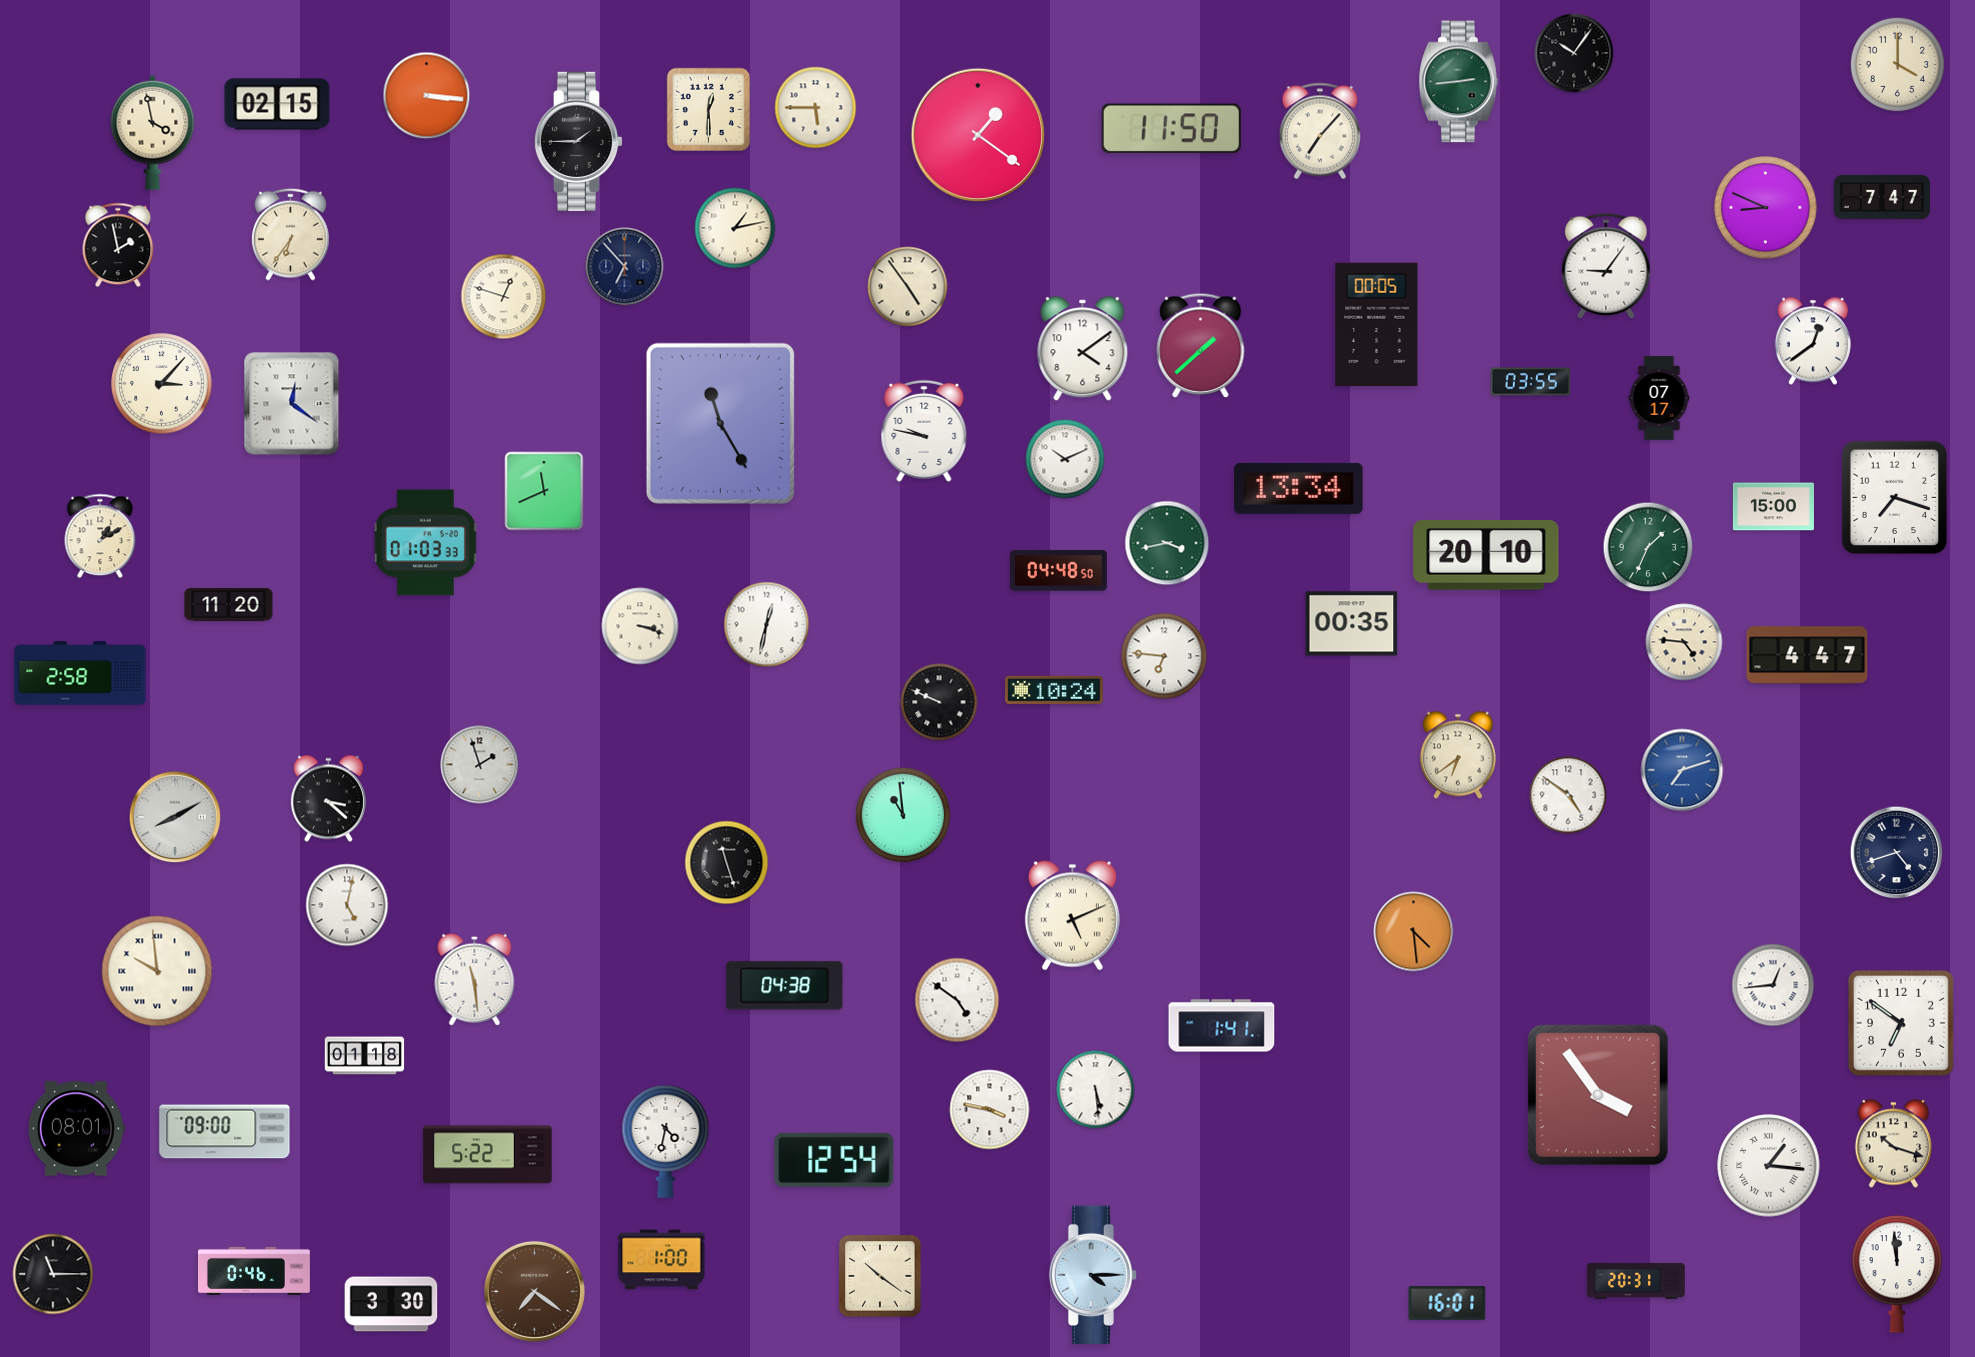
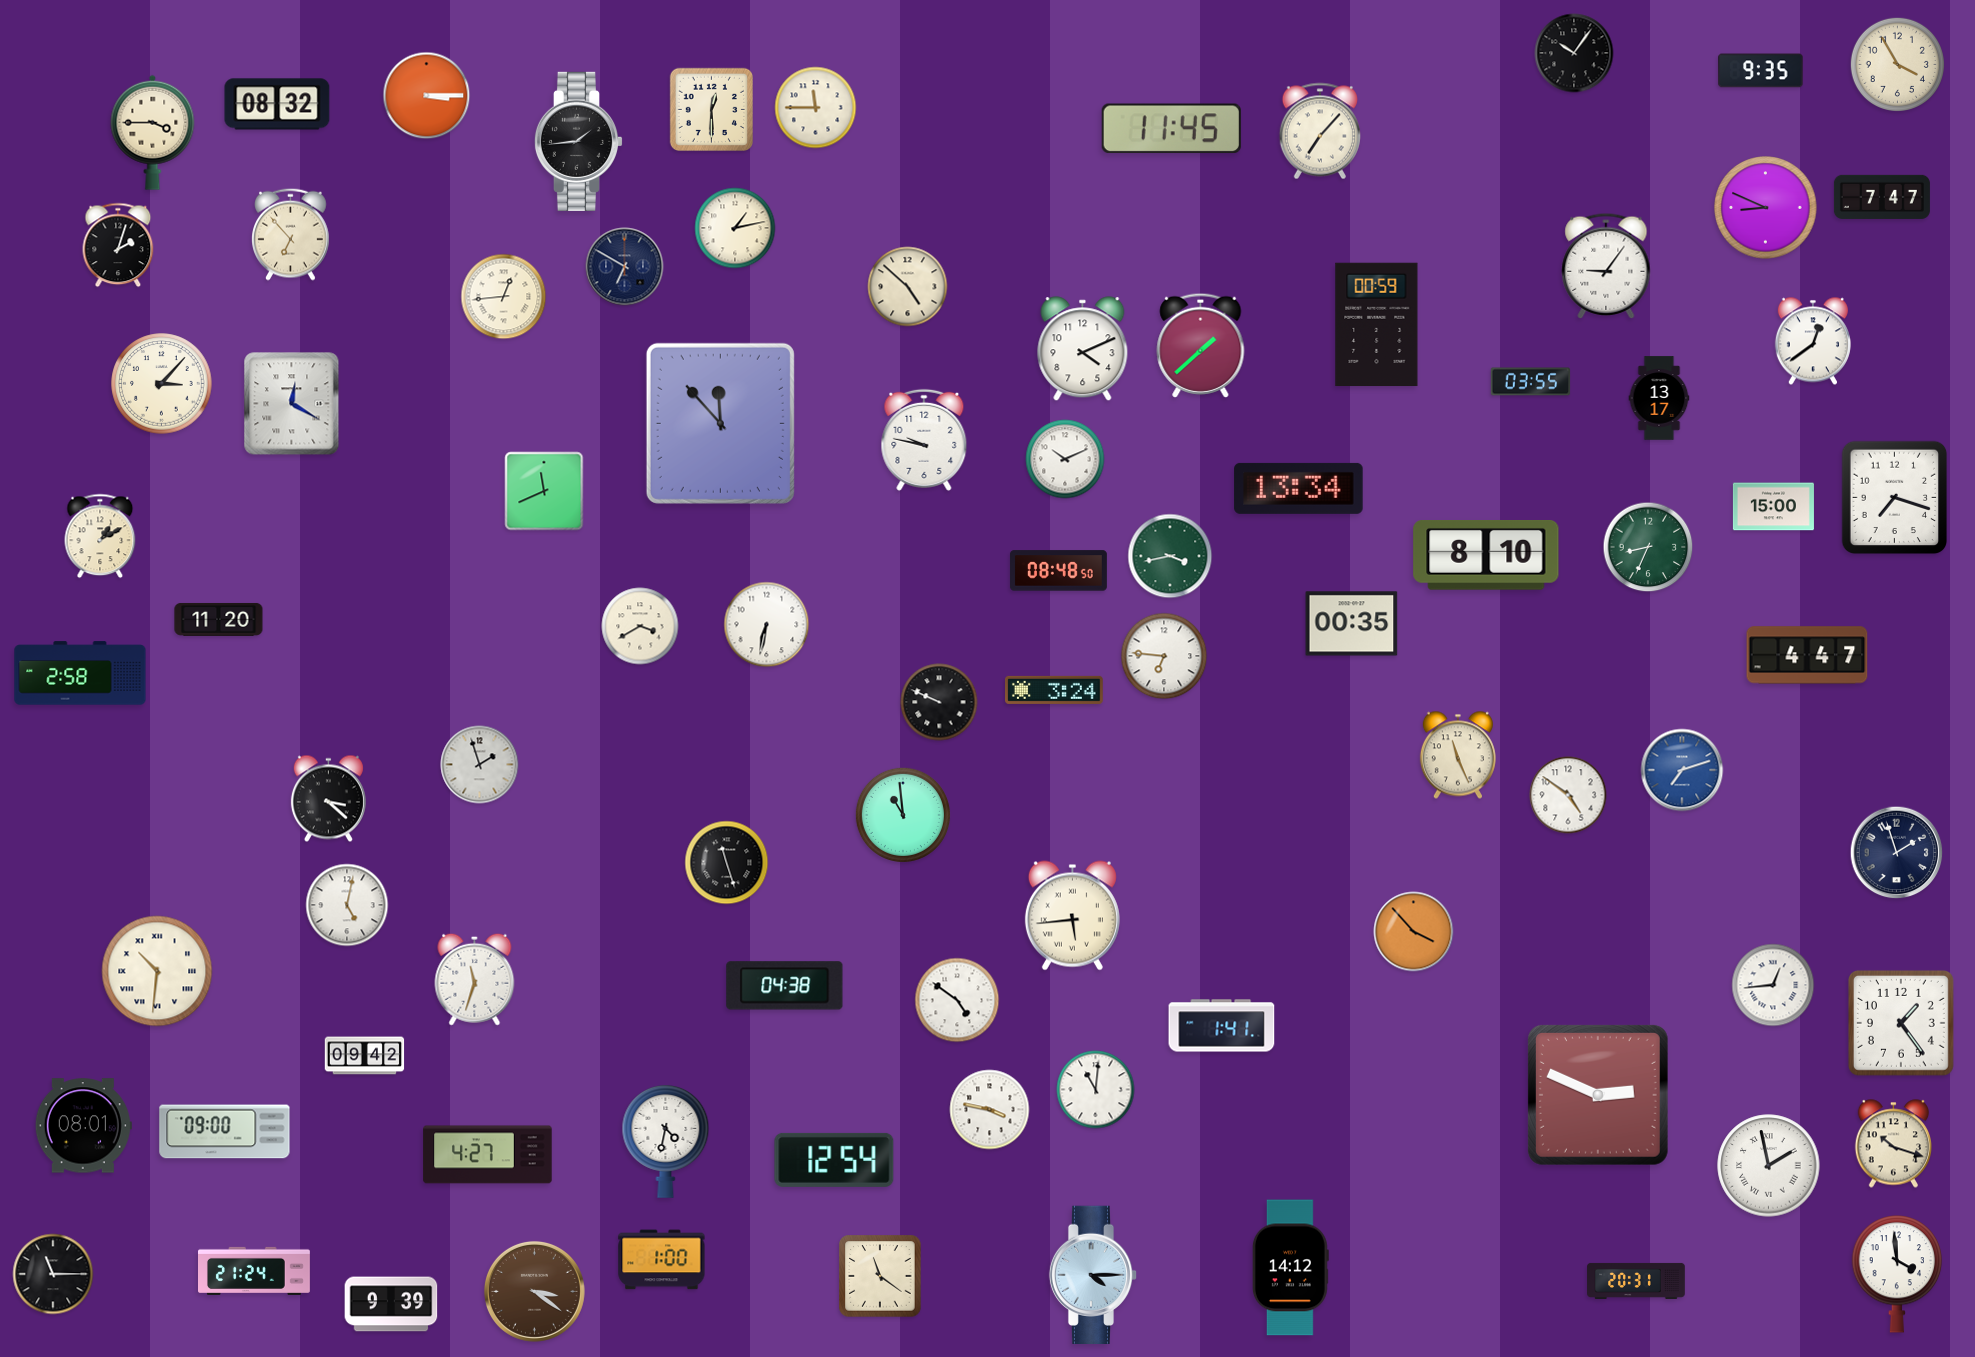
clock at (1897, 64): 4:00 -> 3:55
clock at (1761, 71): none -> 9:35
clock at (1459, 82): 2:44 -> none
clock at (427, 96): 3:16 -> 3:15
clock at (277, 104): 02:15 -> 08:32
clock at (816, 108): 5:45 -> 11:45
clock at (708, 109) position: (708, 109) -> (711, 109)
clock at (1171, 129): 11:50 -> 11:45
clock at (153, 132): 3:58 -> 3:45
clock at (977, 134): 1:21 -> none
clock at (579, 141): 1:45 -> 1:44
clock at (291, 234): 6:36 -> 6:53
clock at (118, 245): 1:58 -> 2:03
clock at (625, 267): 6:53 -> 6:50
clock at (908, 287): 4:54 -> 4:52
clock at (504, 297): 12:48 -> 12:44
clock at (1377, 325): 00:05 -> 00:59
clock at (1083, 349): 4:09 -> 4:11
clock at (1659, 398): 07:17 -> 13:17
clock at (292, 404): 12:21 -> 12:20
clock at (720, 423): 11:25 -> 11:53
clock at (924, 431) position: (924, 431) -> (924, 440)
clock at (425, 543): 01:03 -> none
clock at (1167, 543) position: (1167, 543) -> (1170, 556)
clock at (1648, 547): 1:34 -> 8:34
clock at (1486, 556): 20:10 -> 8:10
clock at (1058, 571): 04:48 -> 08:48
clock at (229, 604) position: (229, 604) -> (219, 619)
clock at (767, 625): 12:32 -> 6:32
clock at (640, 626): 3:18 -> 3:40
clock at (1684, 642): 4:46 -> none
clock at (1055, 690): 10:24 -> 3:24
clock at (1458, 755): 6:39 -> 11:26
clock at (175, 817): 8:10 -> none
clock at (1897, 853): 4:42 -> 1:57
clock at (1072, 916): 5:11 -> 5:44
clock at (1414, 932): 4:29 -> 3:53
clock at (157, 971): 9:59 -> 10:31
clock at (475, 979): 11:29 -> 11:33
clock at (1901, 1023): 6:51 -> 1:24
clock at (365, 1056): 01:18 -> 09:42
clock at (1096, 1090): 5:29 -> 11:01
clock at (1598, 1095): 3:54 -> 2:49
clock at (76, 1129) position: (76, 1129) -> (83, 1126)
clock at (488, 1155): 5:22 -> 4:27
clock at (1769, 1166): 1:16 -> 1:58
clock at (1290, 1268): none -> 14:12
clock at (255, 1271): 0:46 -> 21:24
clock at (1897, 1274): 11:59 -> 3:59
clock at (880, 1276): 10:21 -> 11:21
clock at (534, 1291): 7:21 -> 3:21
clock at (1447, 1303): 16:01 -> none
clock at (391, 1304): 3:30 -> 9:39
